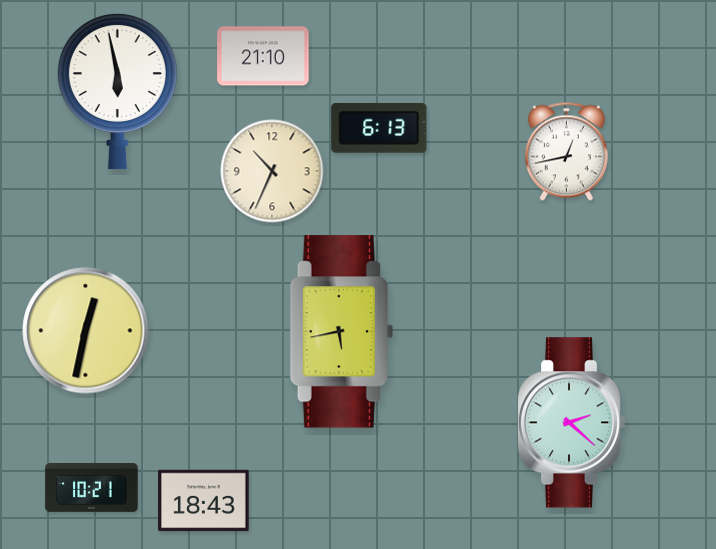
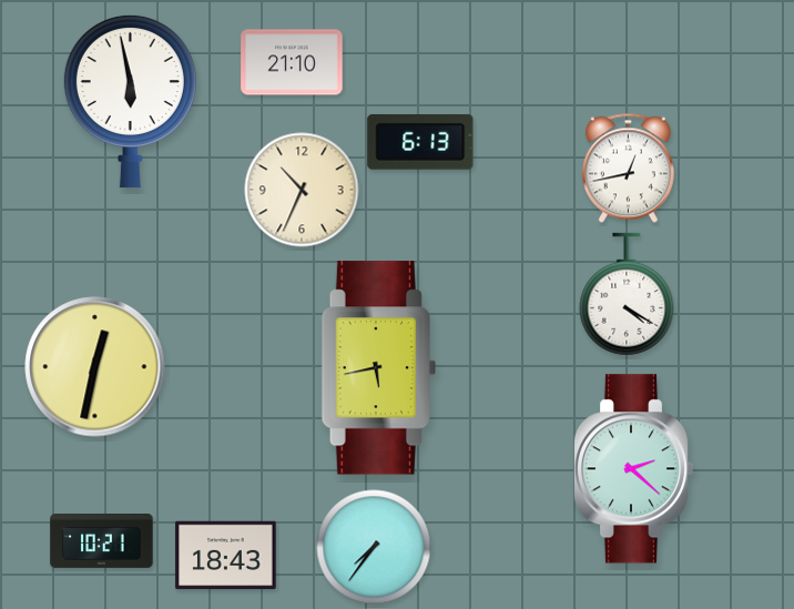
clock at (627, 294): none -> 4:20
clock at (374, 547): none -> 7:36
